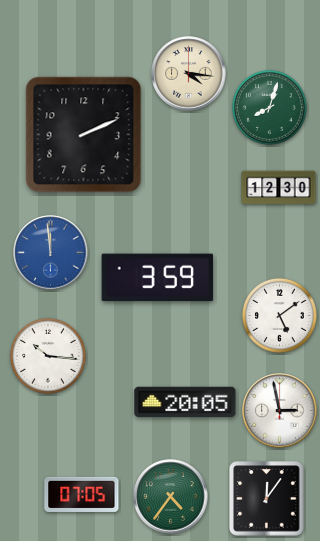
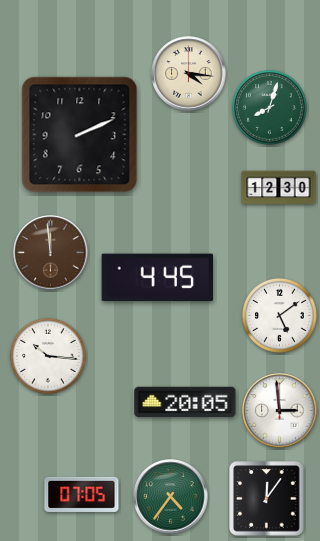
clock at (84, 135) position: (84, 135) -> (80, 135)
clock at (51, 253) dial: blue -> brown
clock at (158, 278): 3:59 -> 4:45
clock at (280, 411): 2:58 -> 2:59
